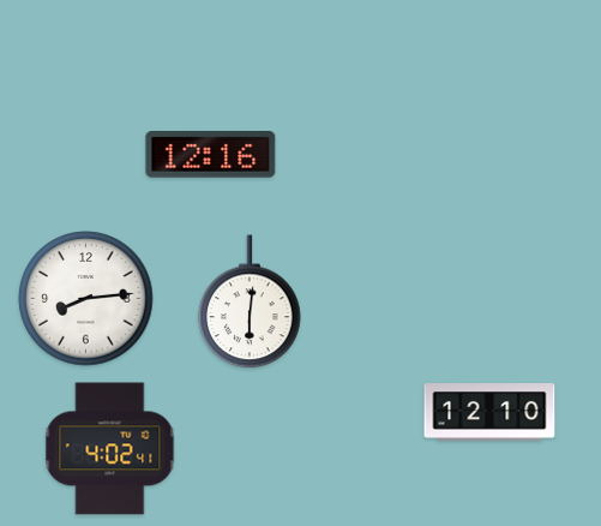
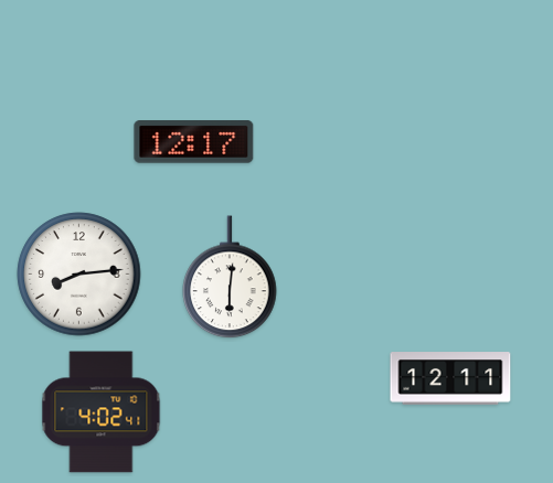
clock at (211, 155): 12:16 -> 12:17
clock at (489, 412): 12:10 -> 12:11
